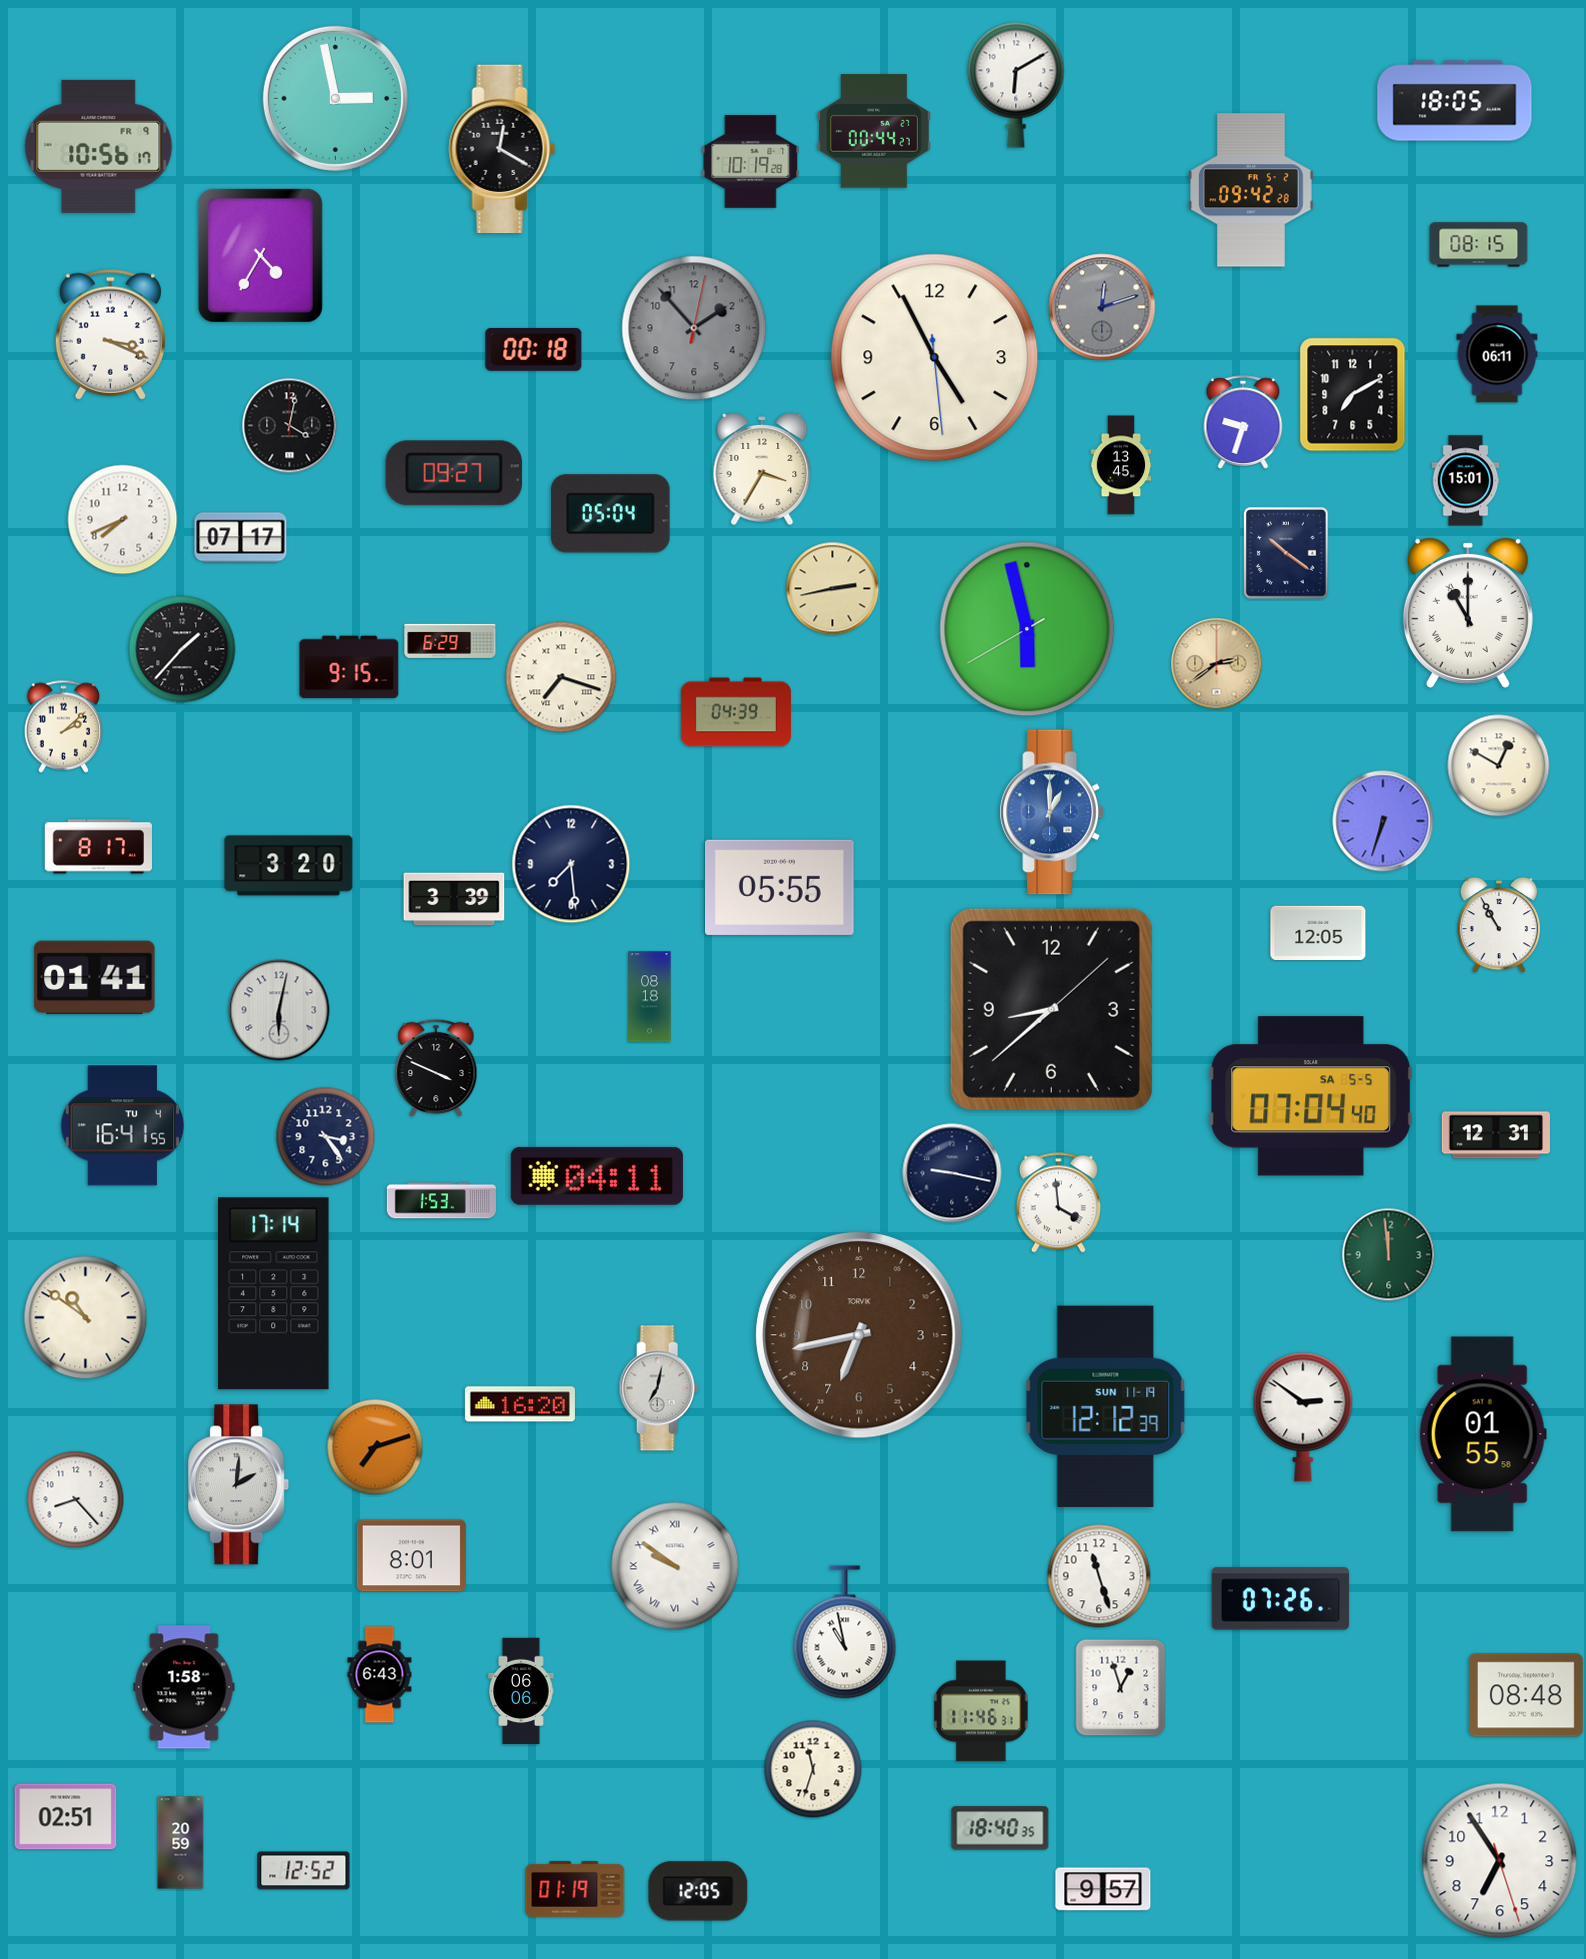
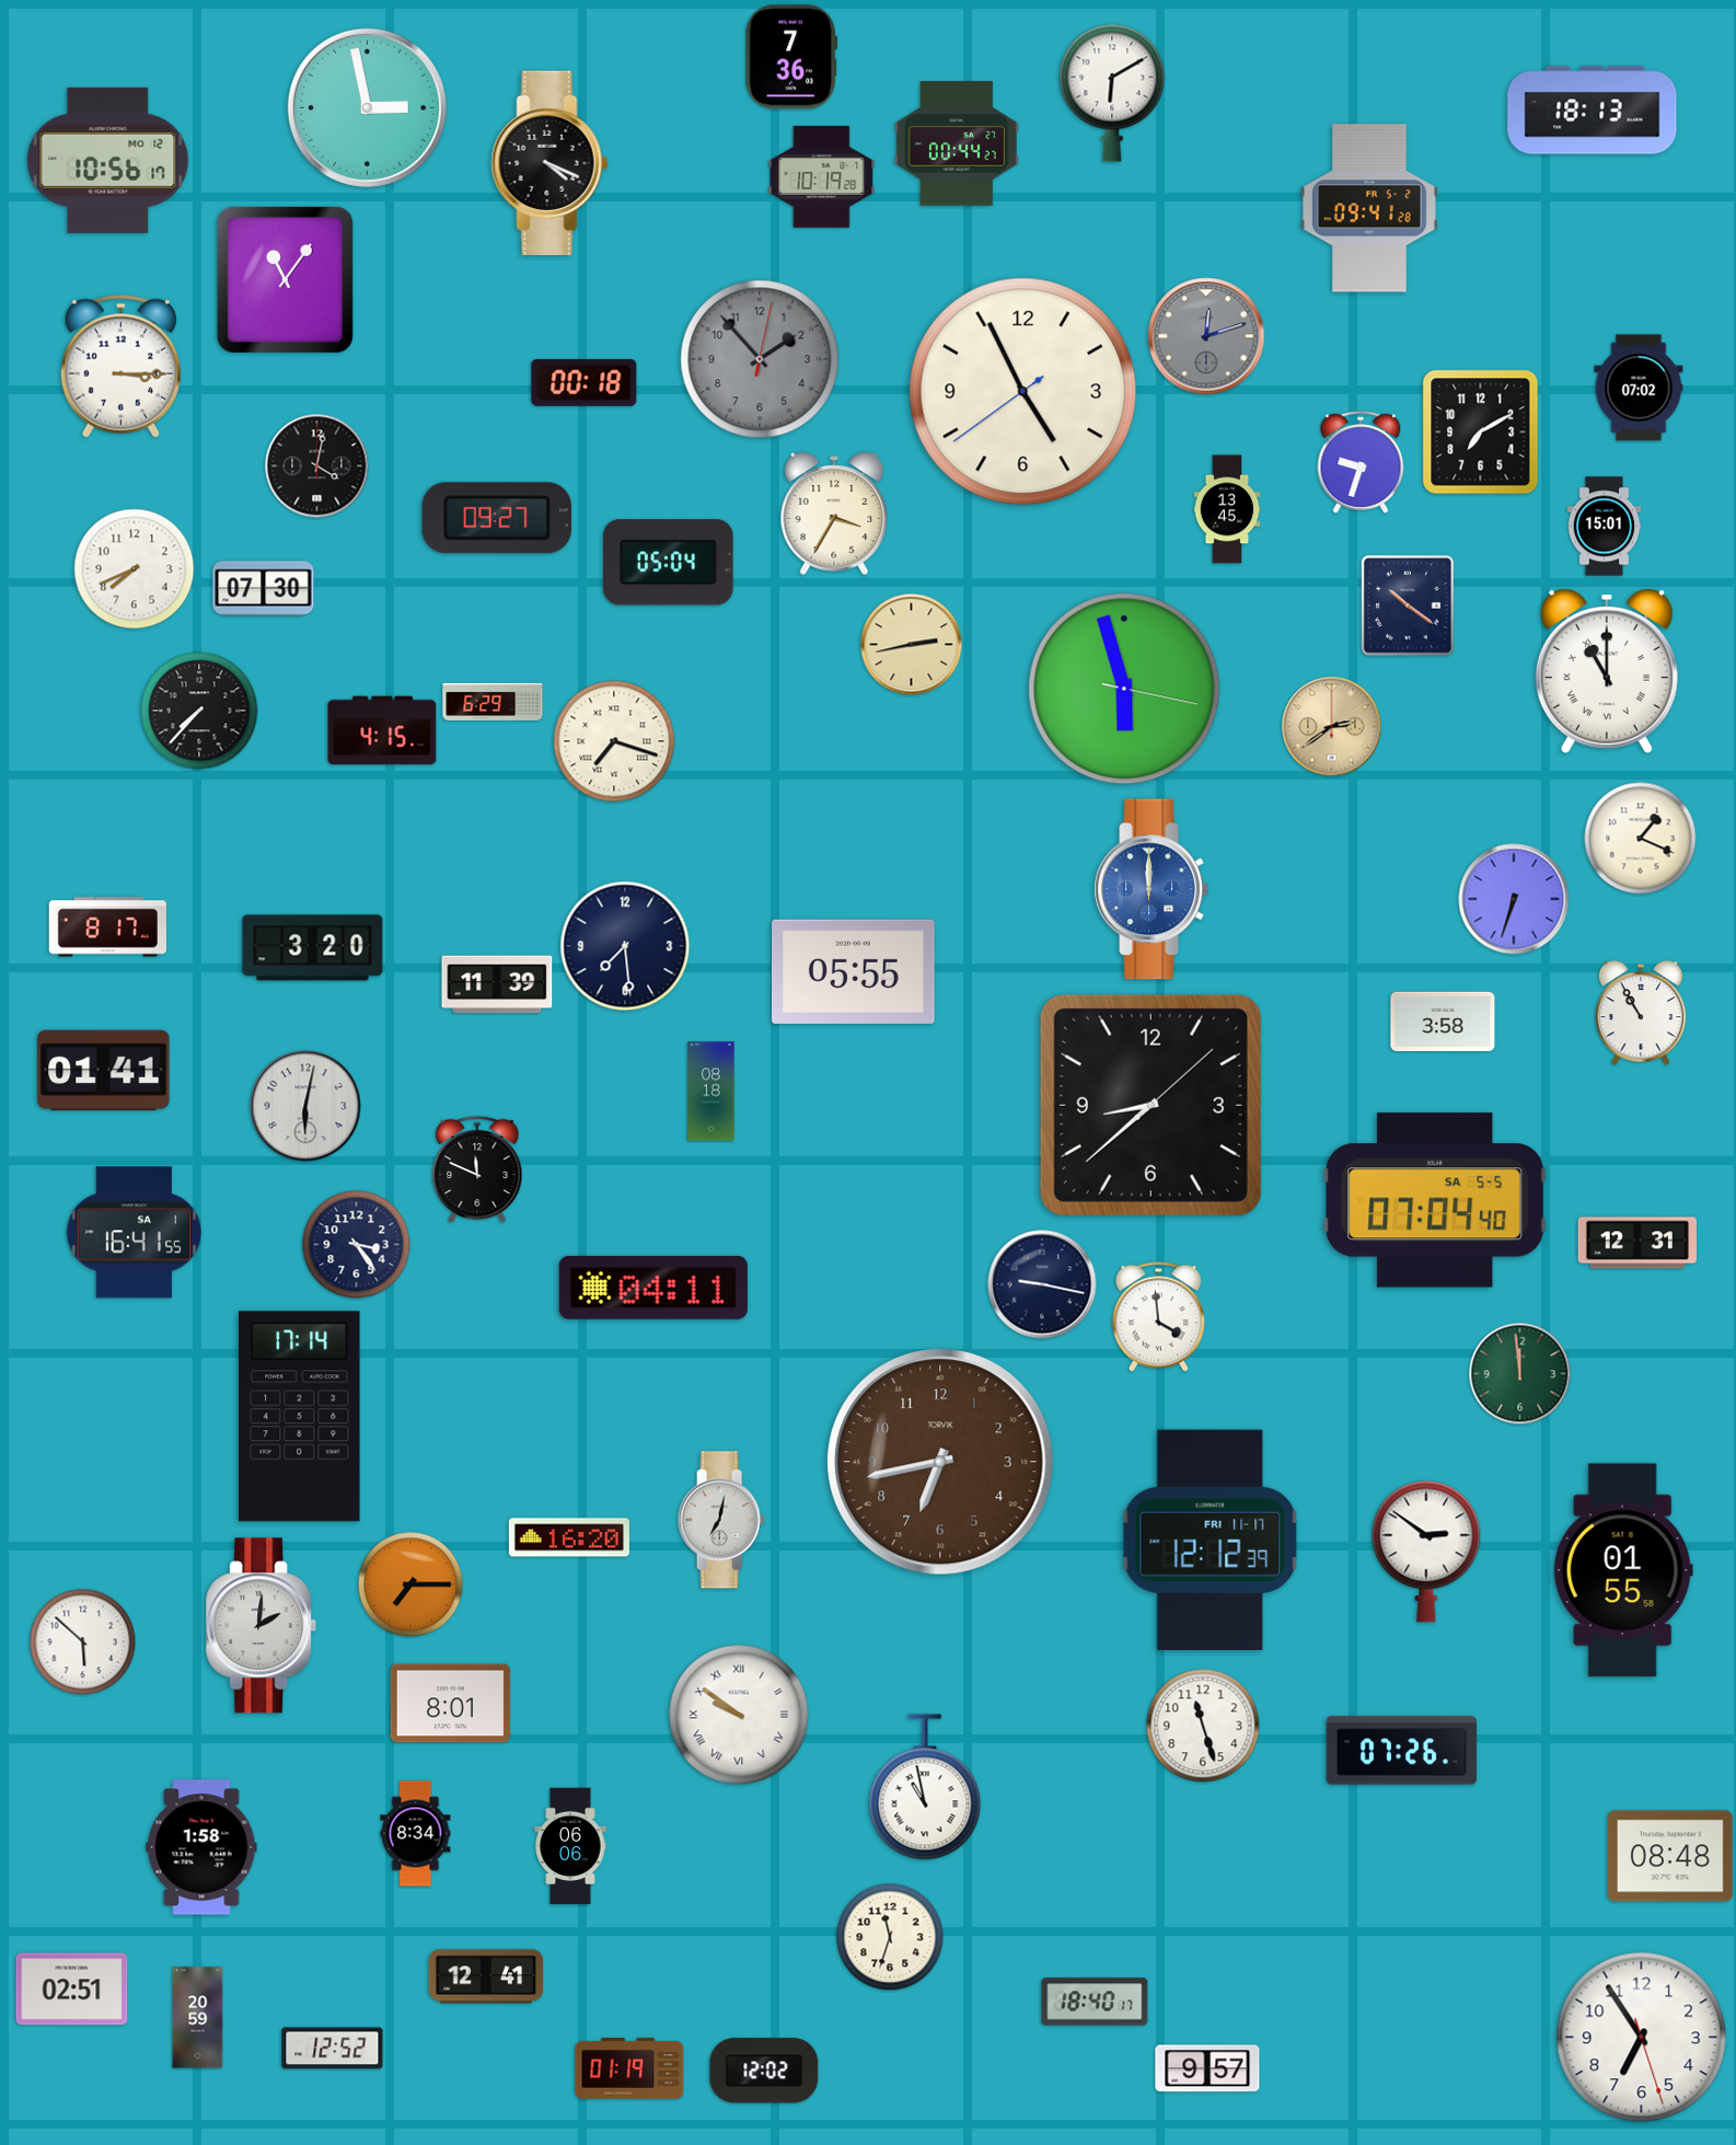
clock at (791, 57): none -> 7:36
clock at (1455, 101): 18:05 -> 18:13
clock at (99, 146) date: FR 9 -> MO 12
clock at (502, 149): 12:20 -> 4:19
clock at (1252, 190): 09:42 -> 09:41
clock at (1479, 245): 08:15 -> none
clock at (260, 255): 4:35 -> 11:06
clock at (110, 334): 3:19 -> 3:15
clock at (1497, 354): 06:11 -> 07:02
clock at (935, 358): 4:55:29 -> 4:55:39
clock at (241, 538): 07:17 -> 07:30
clock at (1027, 629): 5:57:40 -> 5:57:17
clock at (182, 649): 1:37 -> 7:37
clock at (349, 667): 9:15 -> 4:15
clock at (736, 712): 04:39 -> none
clock at (64, 726): 2:08 -> none
clock at (1499, 766): 12:50 -> 1:19
clock at (1052, 812): 1:00 -> 12:00
clock at (289, 866) position: (289, 866) -> (313, 948)
clock at (454, 899): 3:39 -> 11:39
clock at (1318, 932): 12:05 -> 3:58
clock at (436, 1068): 3:49 -> 11:49
clock at (123, 1126) date: TU 4 -> SA 1
clock at (441, 1201): 1:53 -> none
clock at (86, 1318): 10:51 -> none
clock at (1106, 1406) date: SUN 11-19 -> FRI 11-17
clock at (375, 1447): 7:12 -> 7:15
clock at (76, 1500): 8:23 -> 5:52
clock at (380, 1675): 6:43 -> 8:34
clock at (1121, 1688): 12:57 -> none
clock at (521, 1691) position: (521, 1691) -> (570, 1846)
clock at (981, 1711): 11:46 -> none
clock at (486, 1976): none -> 12:41
clock at (1000, 1828): 18:40:35 -> 18:40:17
clock at (698, 1891): 12:05 -> 12:02
